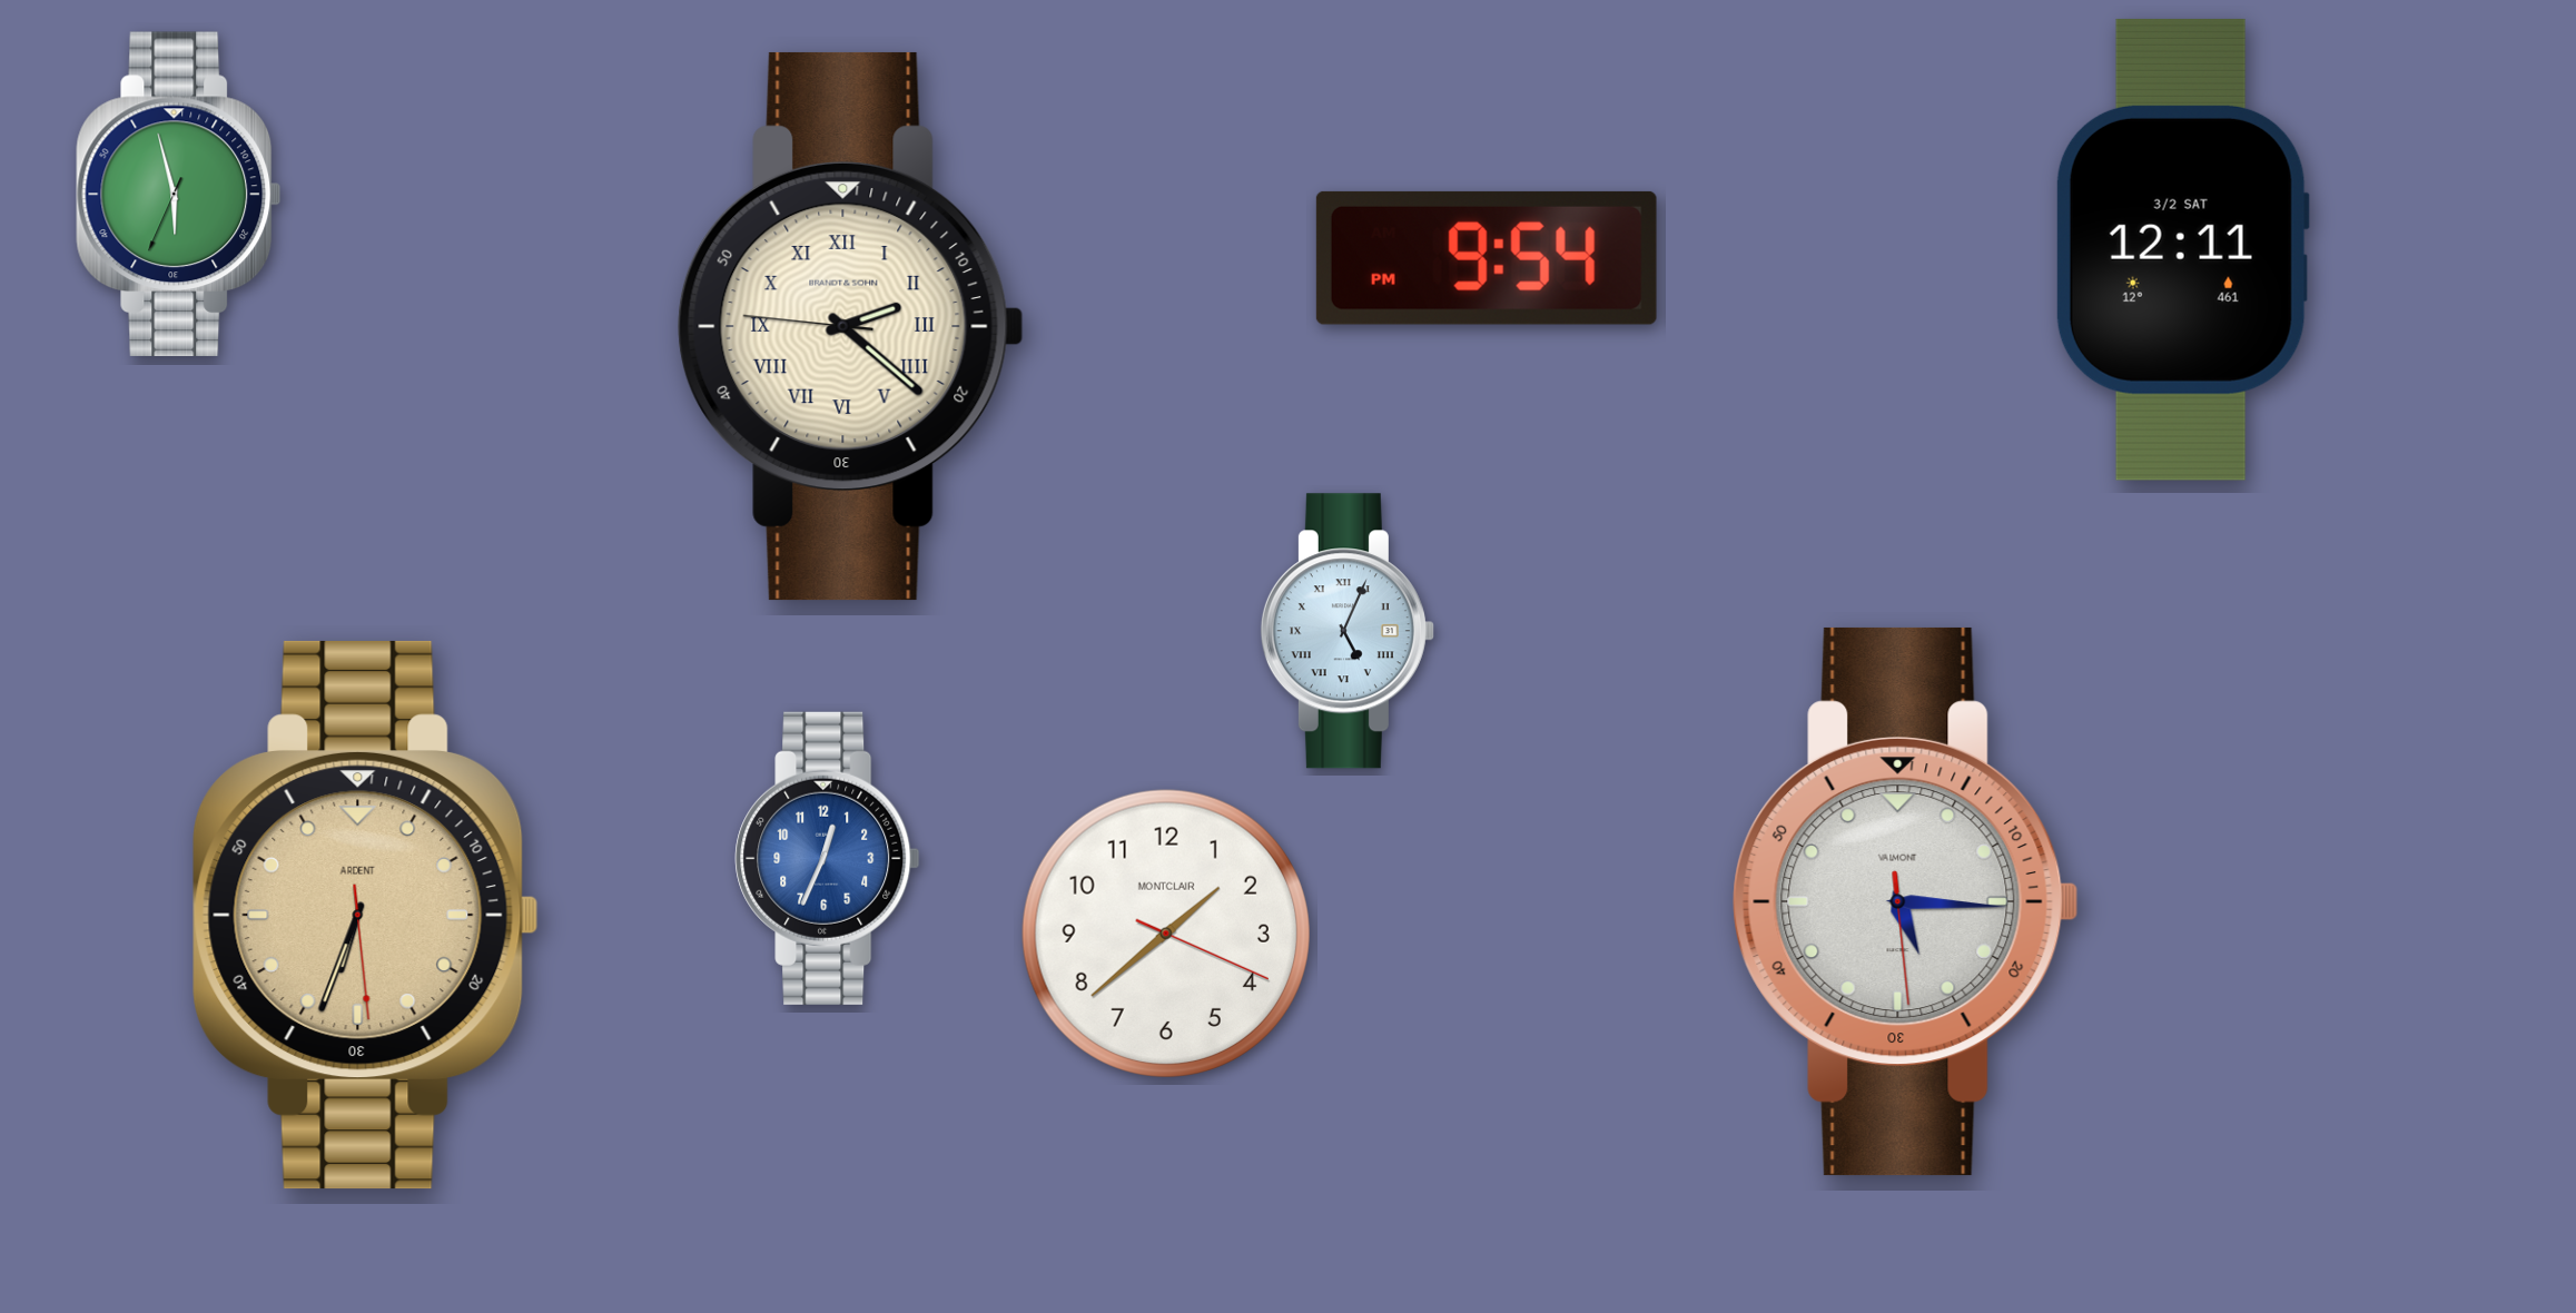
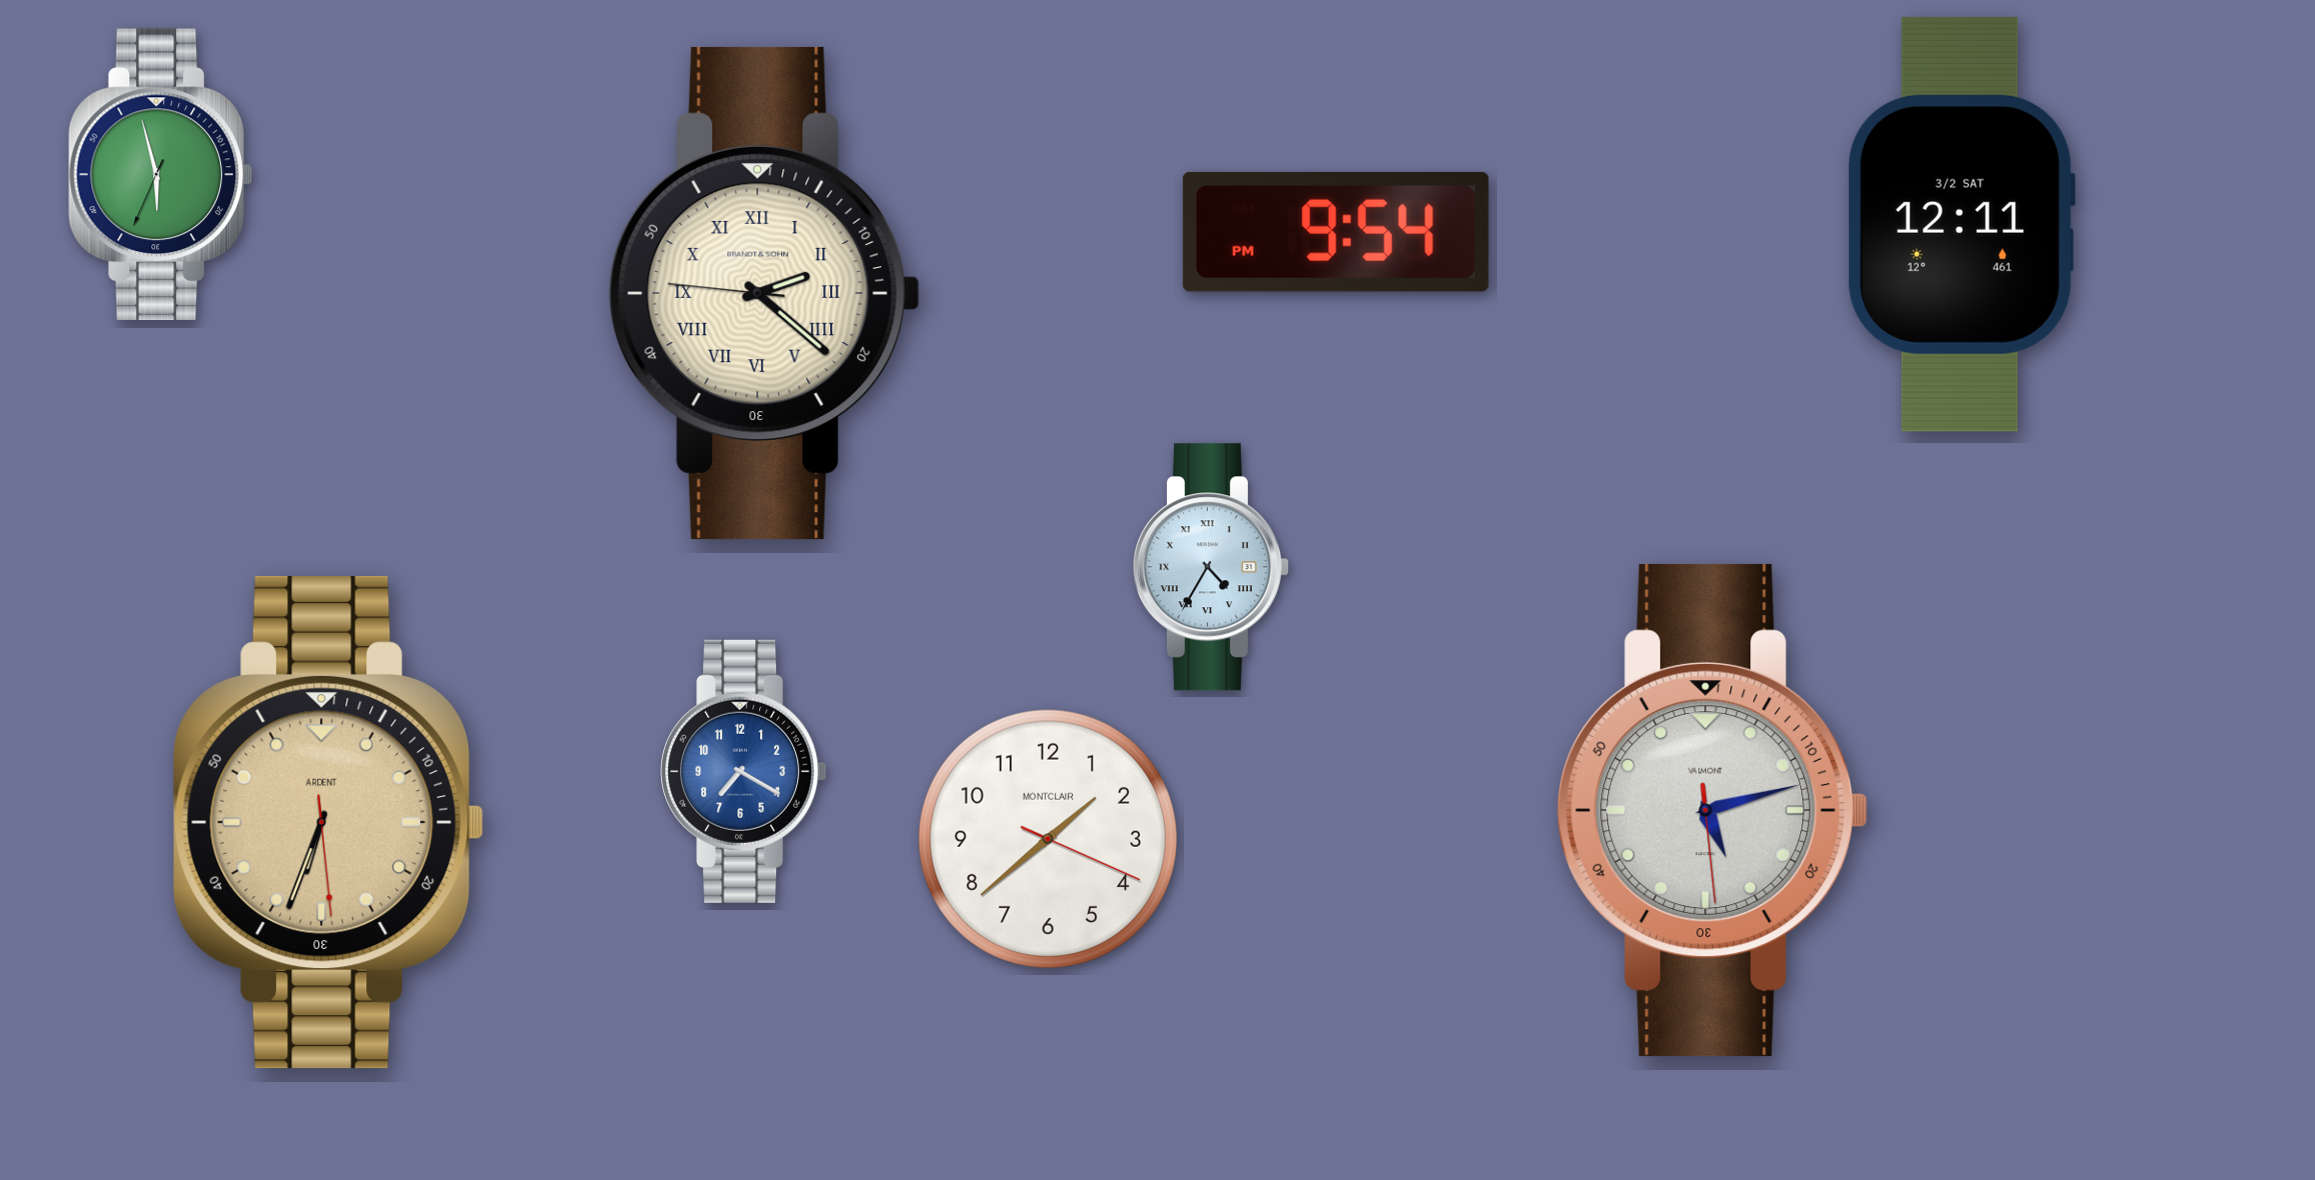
clock at (1348, 631): 5:04 -> 4:35
clock at (828, 858): 12:34 -> 7:20
clock at (1906, 901): 5:15 -> 5:12
